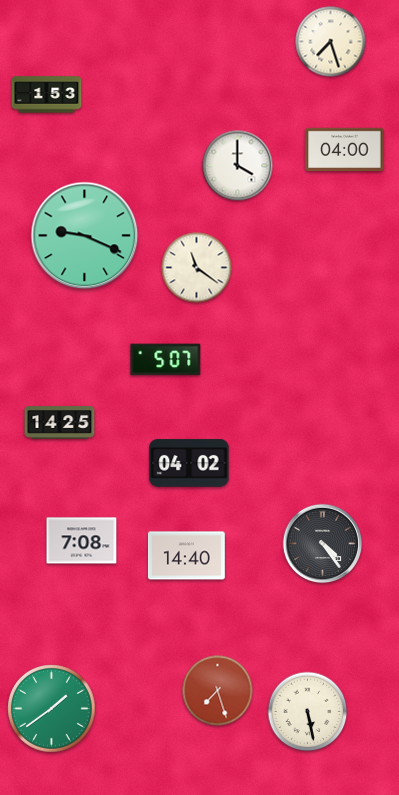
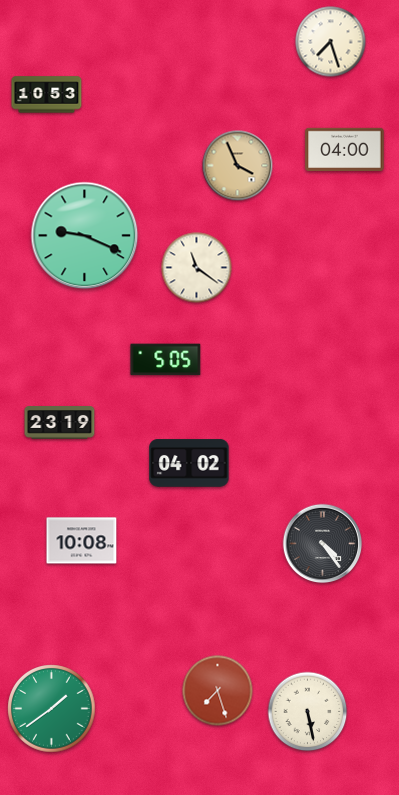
clock at (47, 95): 1:53 -> 10:53
clock at (238, 166): 4:00 -> 3:56
clock at (238, 166) dial: white -> champagne
clock at (166, 360): 5:07 -> 5:05
clock at (60, 423): 14:25 -> 23:19
clock at (82, 541): 7:08 -> 10:08
clock at (186, 556): 14:40 -> none
